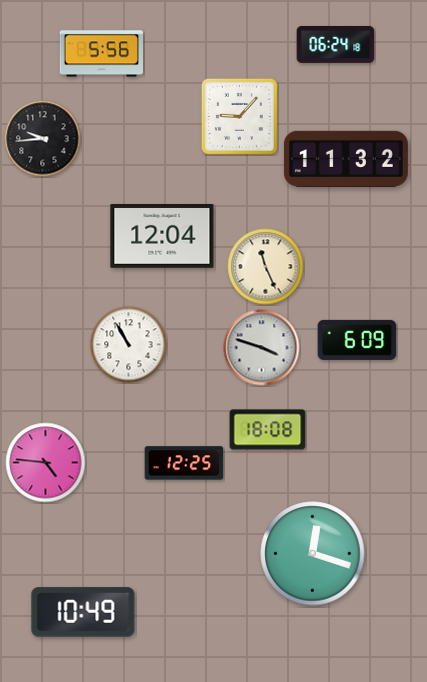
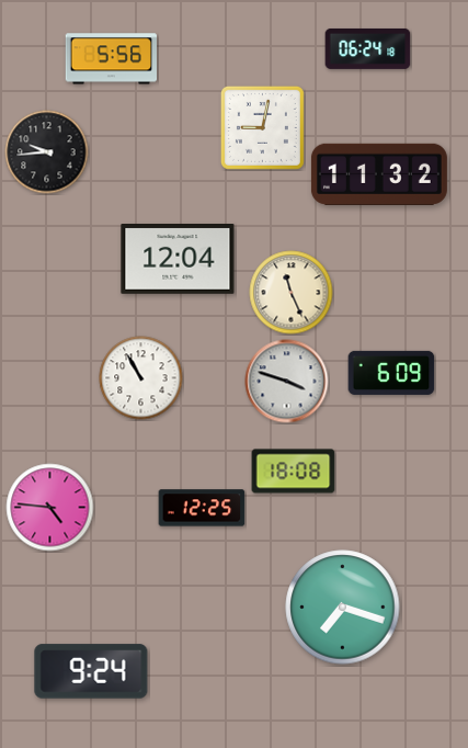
clock at (239, 116): 9:07 -> 9:02
clock at (313, 554): 12:18 -> 7:18
clock at (83, 612): 10:49 -> 9:24
